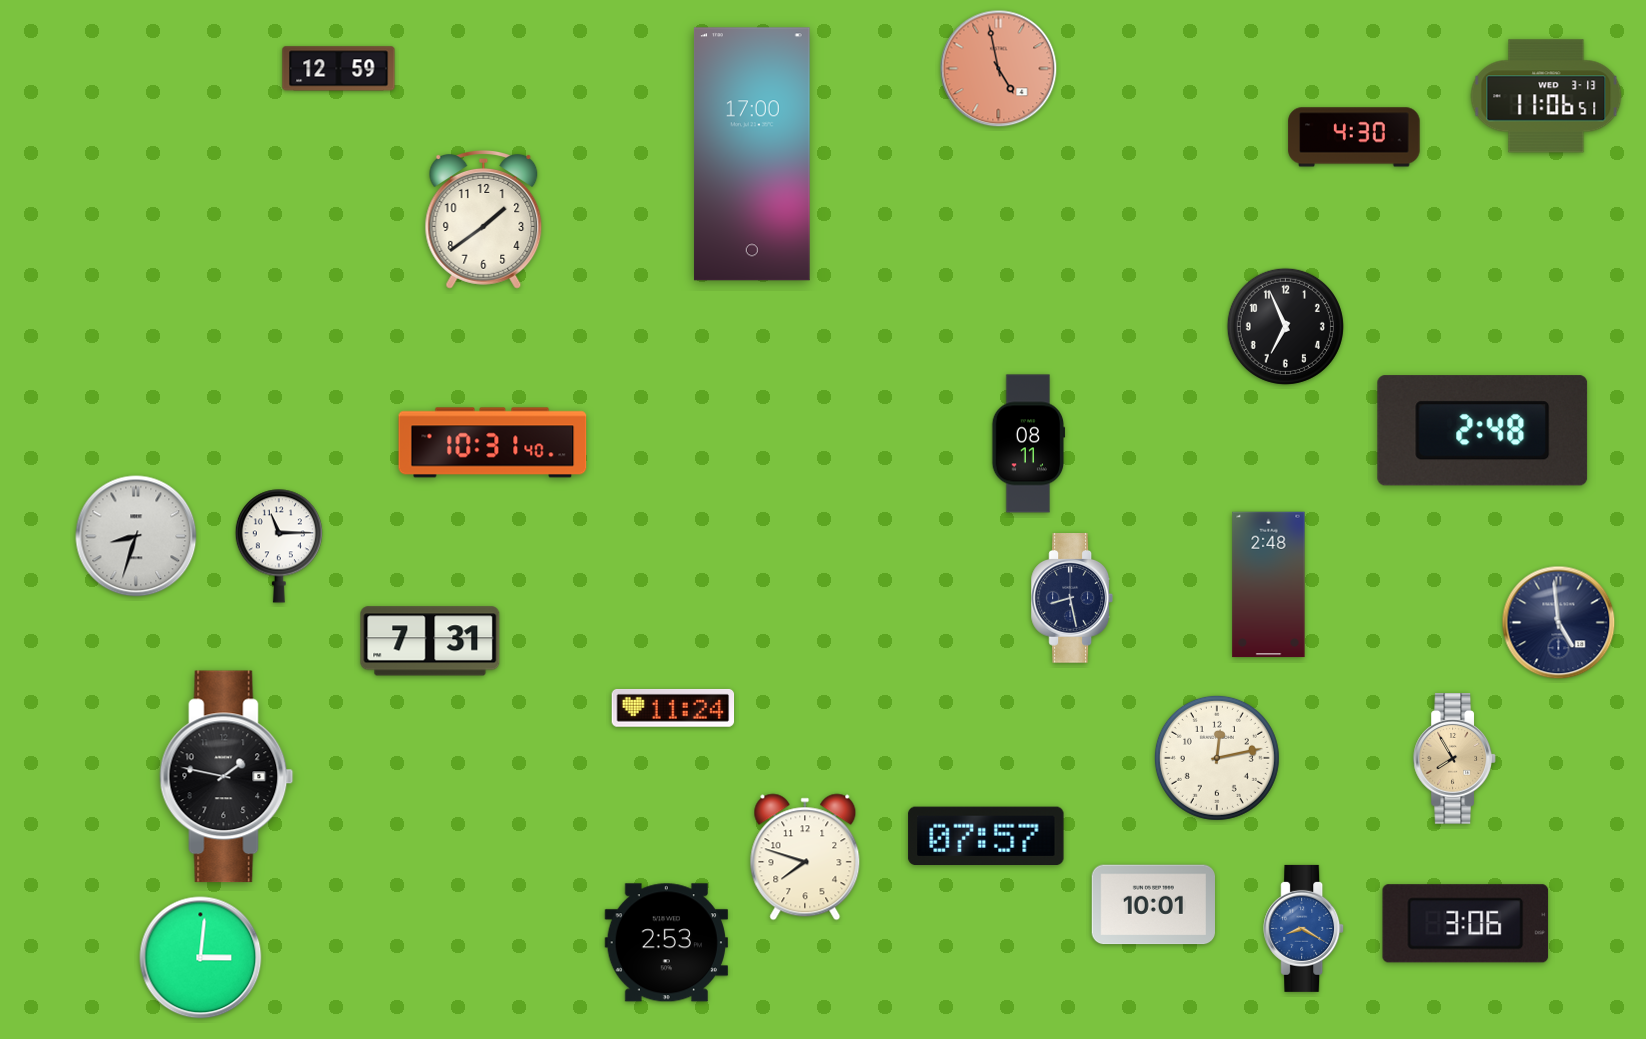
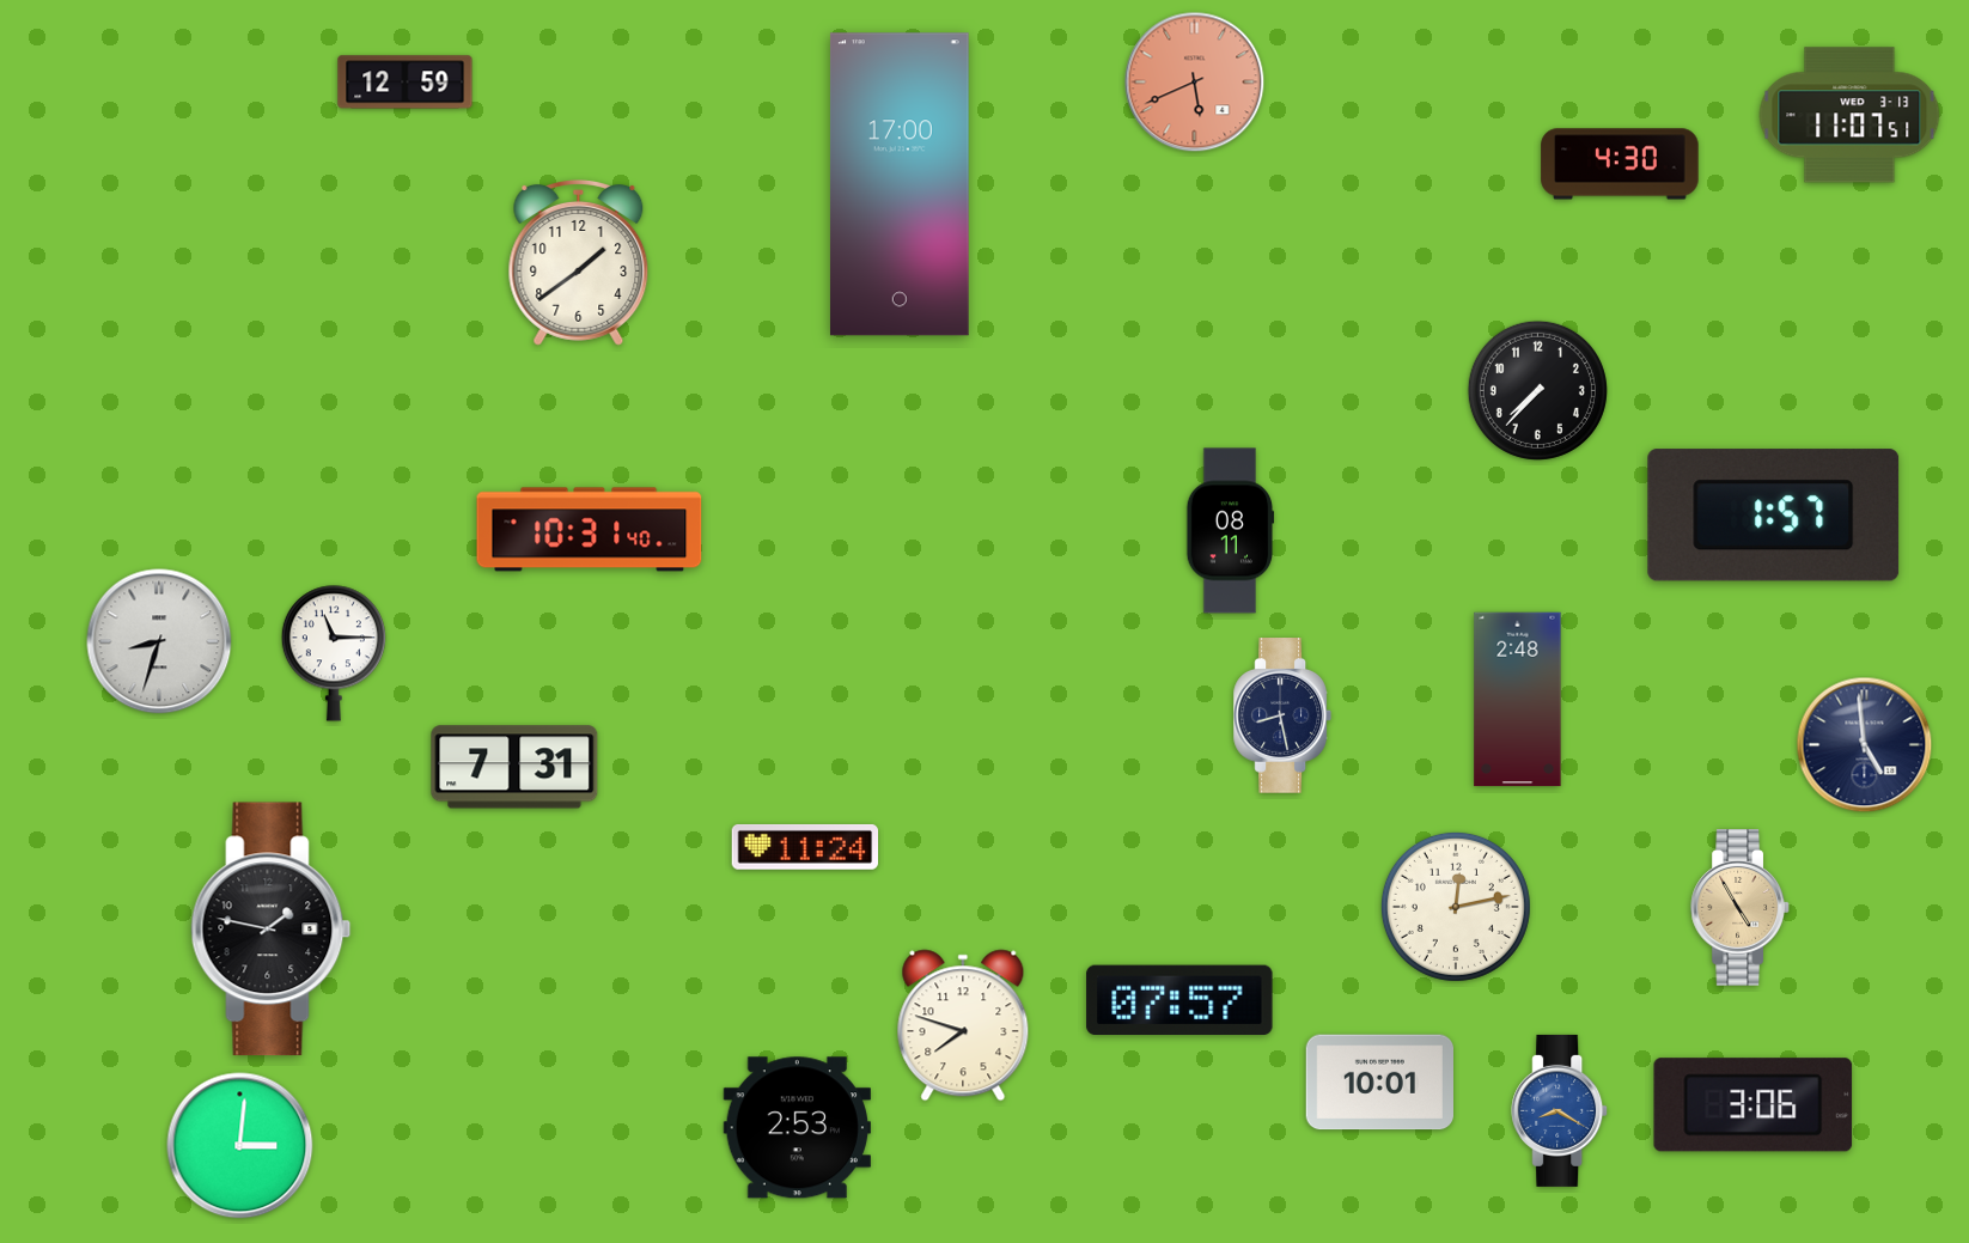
clock at (999, 69): 4:58 -> 5:41
clock at (1546, 96): 11:06 -> 11:07
clock at (1285, 326): 6:56 -> 7:37
clock at (1483, 431): 2:48 -> 1:57
clock at (136, 536) position: (136, 536) -> (159, 641)
clock at (1455, 759): 7:55 -> 4:55
